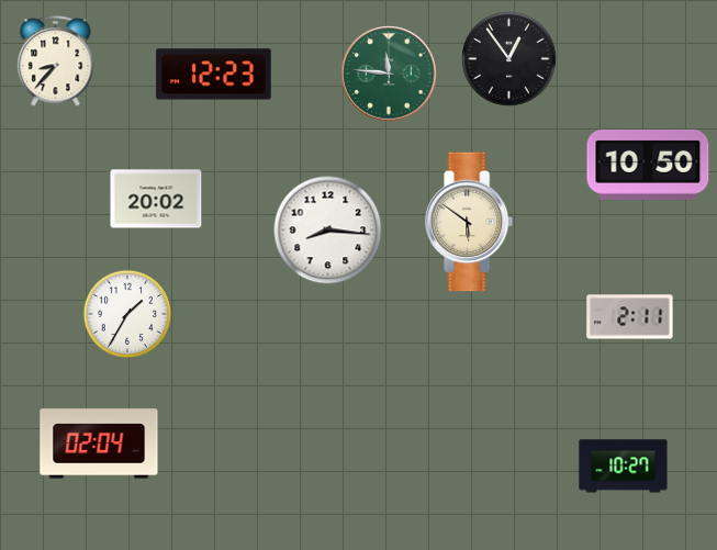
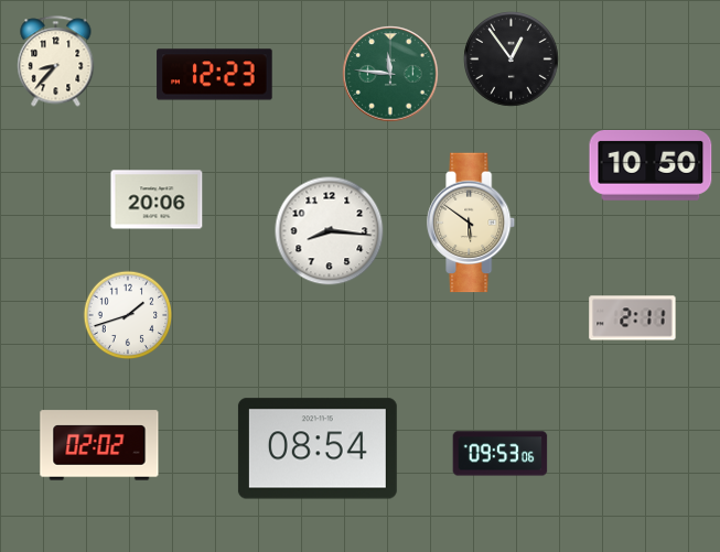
clock at (156, 199): 20:02 -> 20:06
clock at (127, 314): 1:35 -> 1:42
clock at (99, 444): 02:04 -> 02:02
clock at (318, 448): none -> 08:54
clock at (501, 454): none -> 09:53
clock at (624, 467): 10:27 -> none
